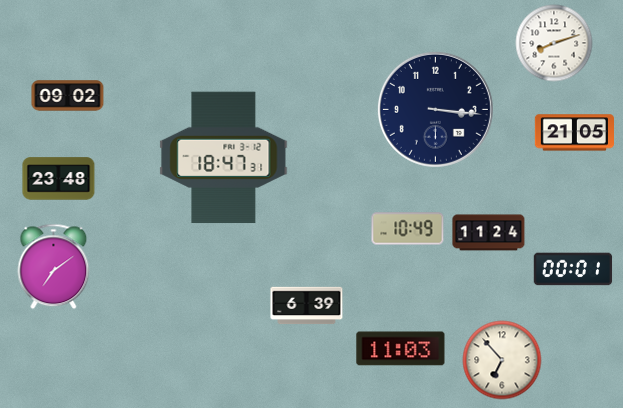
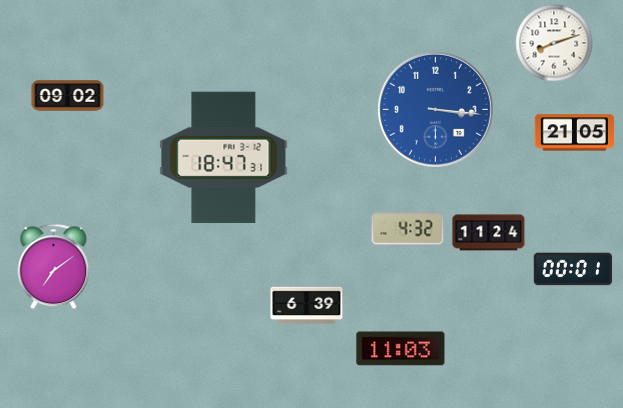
clock at (435, 109) dial: navy -> blue
clock at (59, 179): 23:48 -> none
clock at (408, 229): 10:49 -> 4:32
clock at (502, 360): 6:53 -> none
